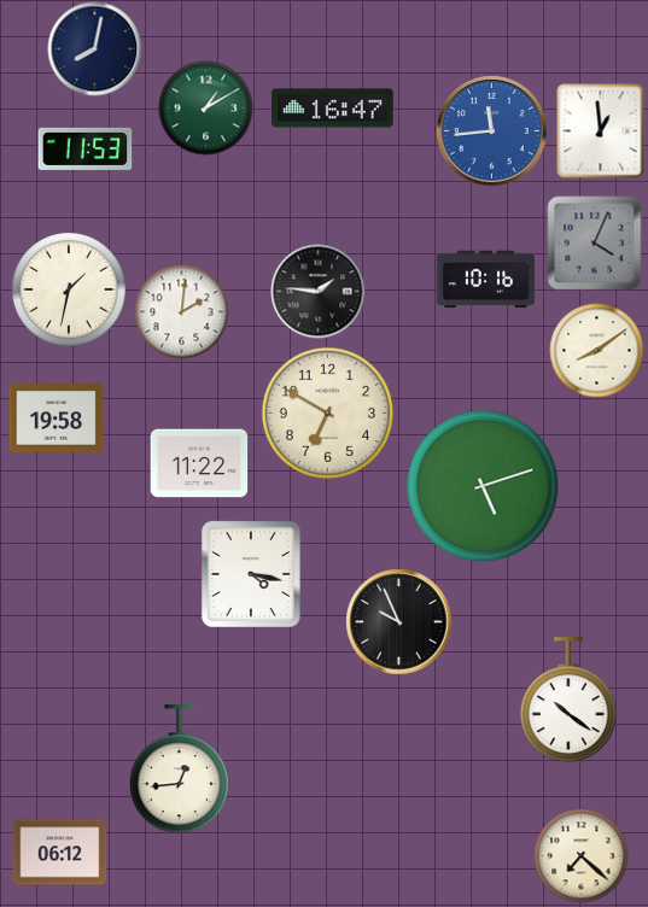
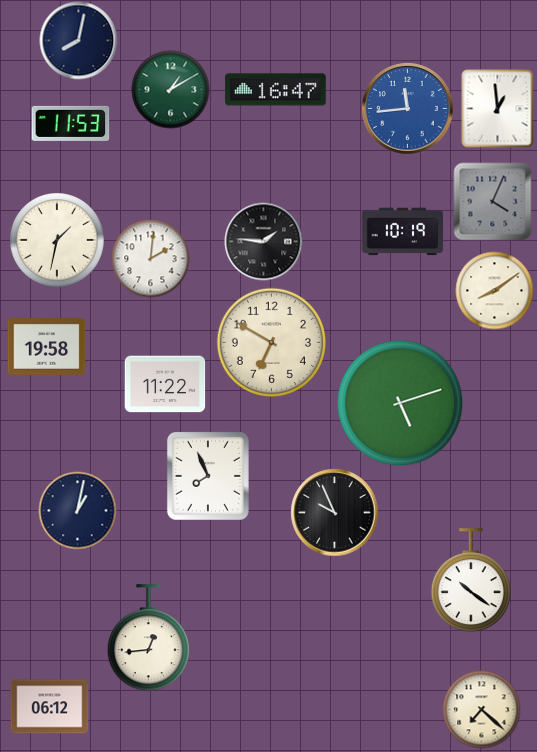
clock at (485, 280): 10:16 -> 10:19
clock at (251, 574): 4:17 -> 7:56
clock at (77, 510): none -> 1:02
clock at (398, 621) position: (398, 621) -> (334, 512)
